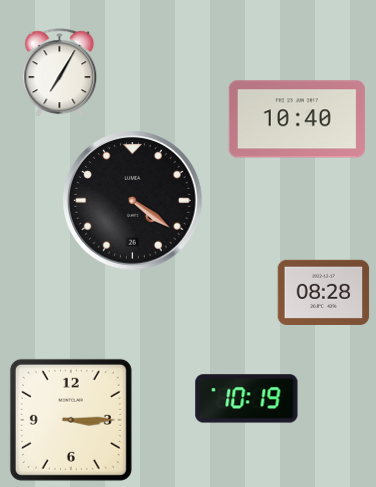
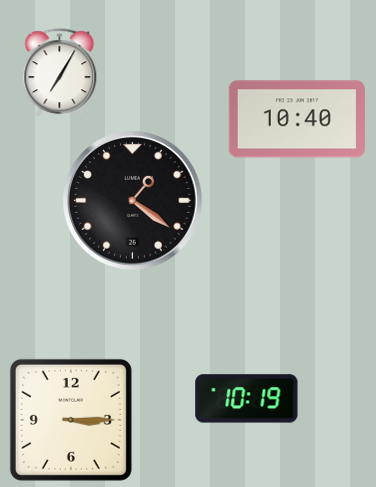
clock at (133, 201): 4:21 -> 1:21
clock at (324, 292): 08:28 -> none
